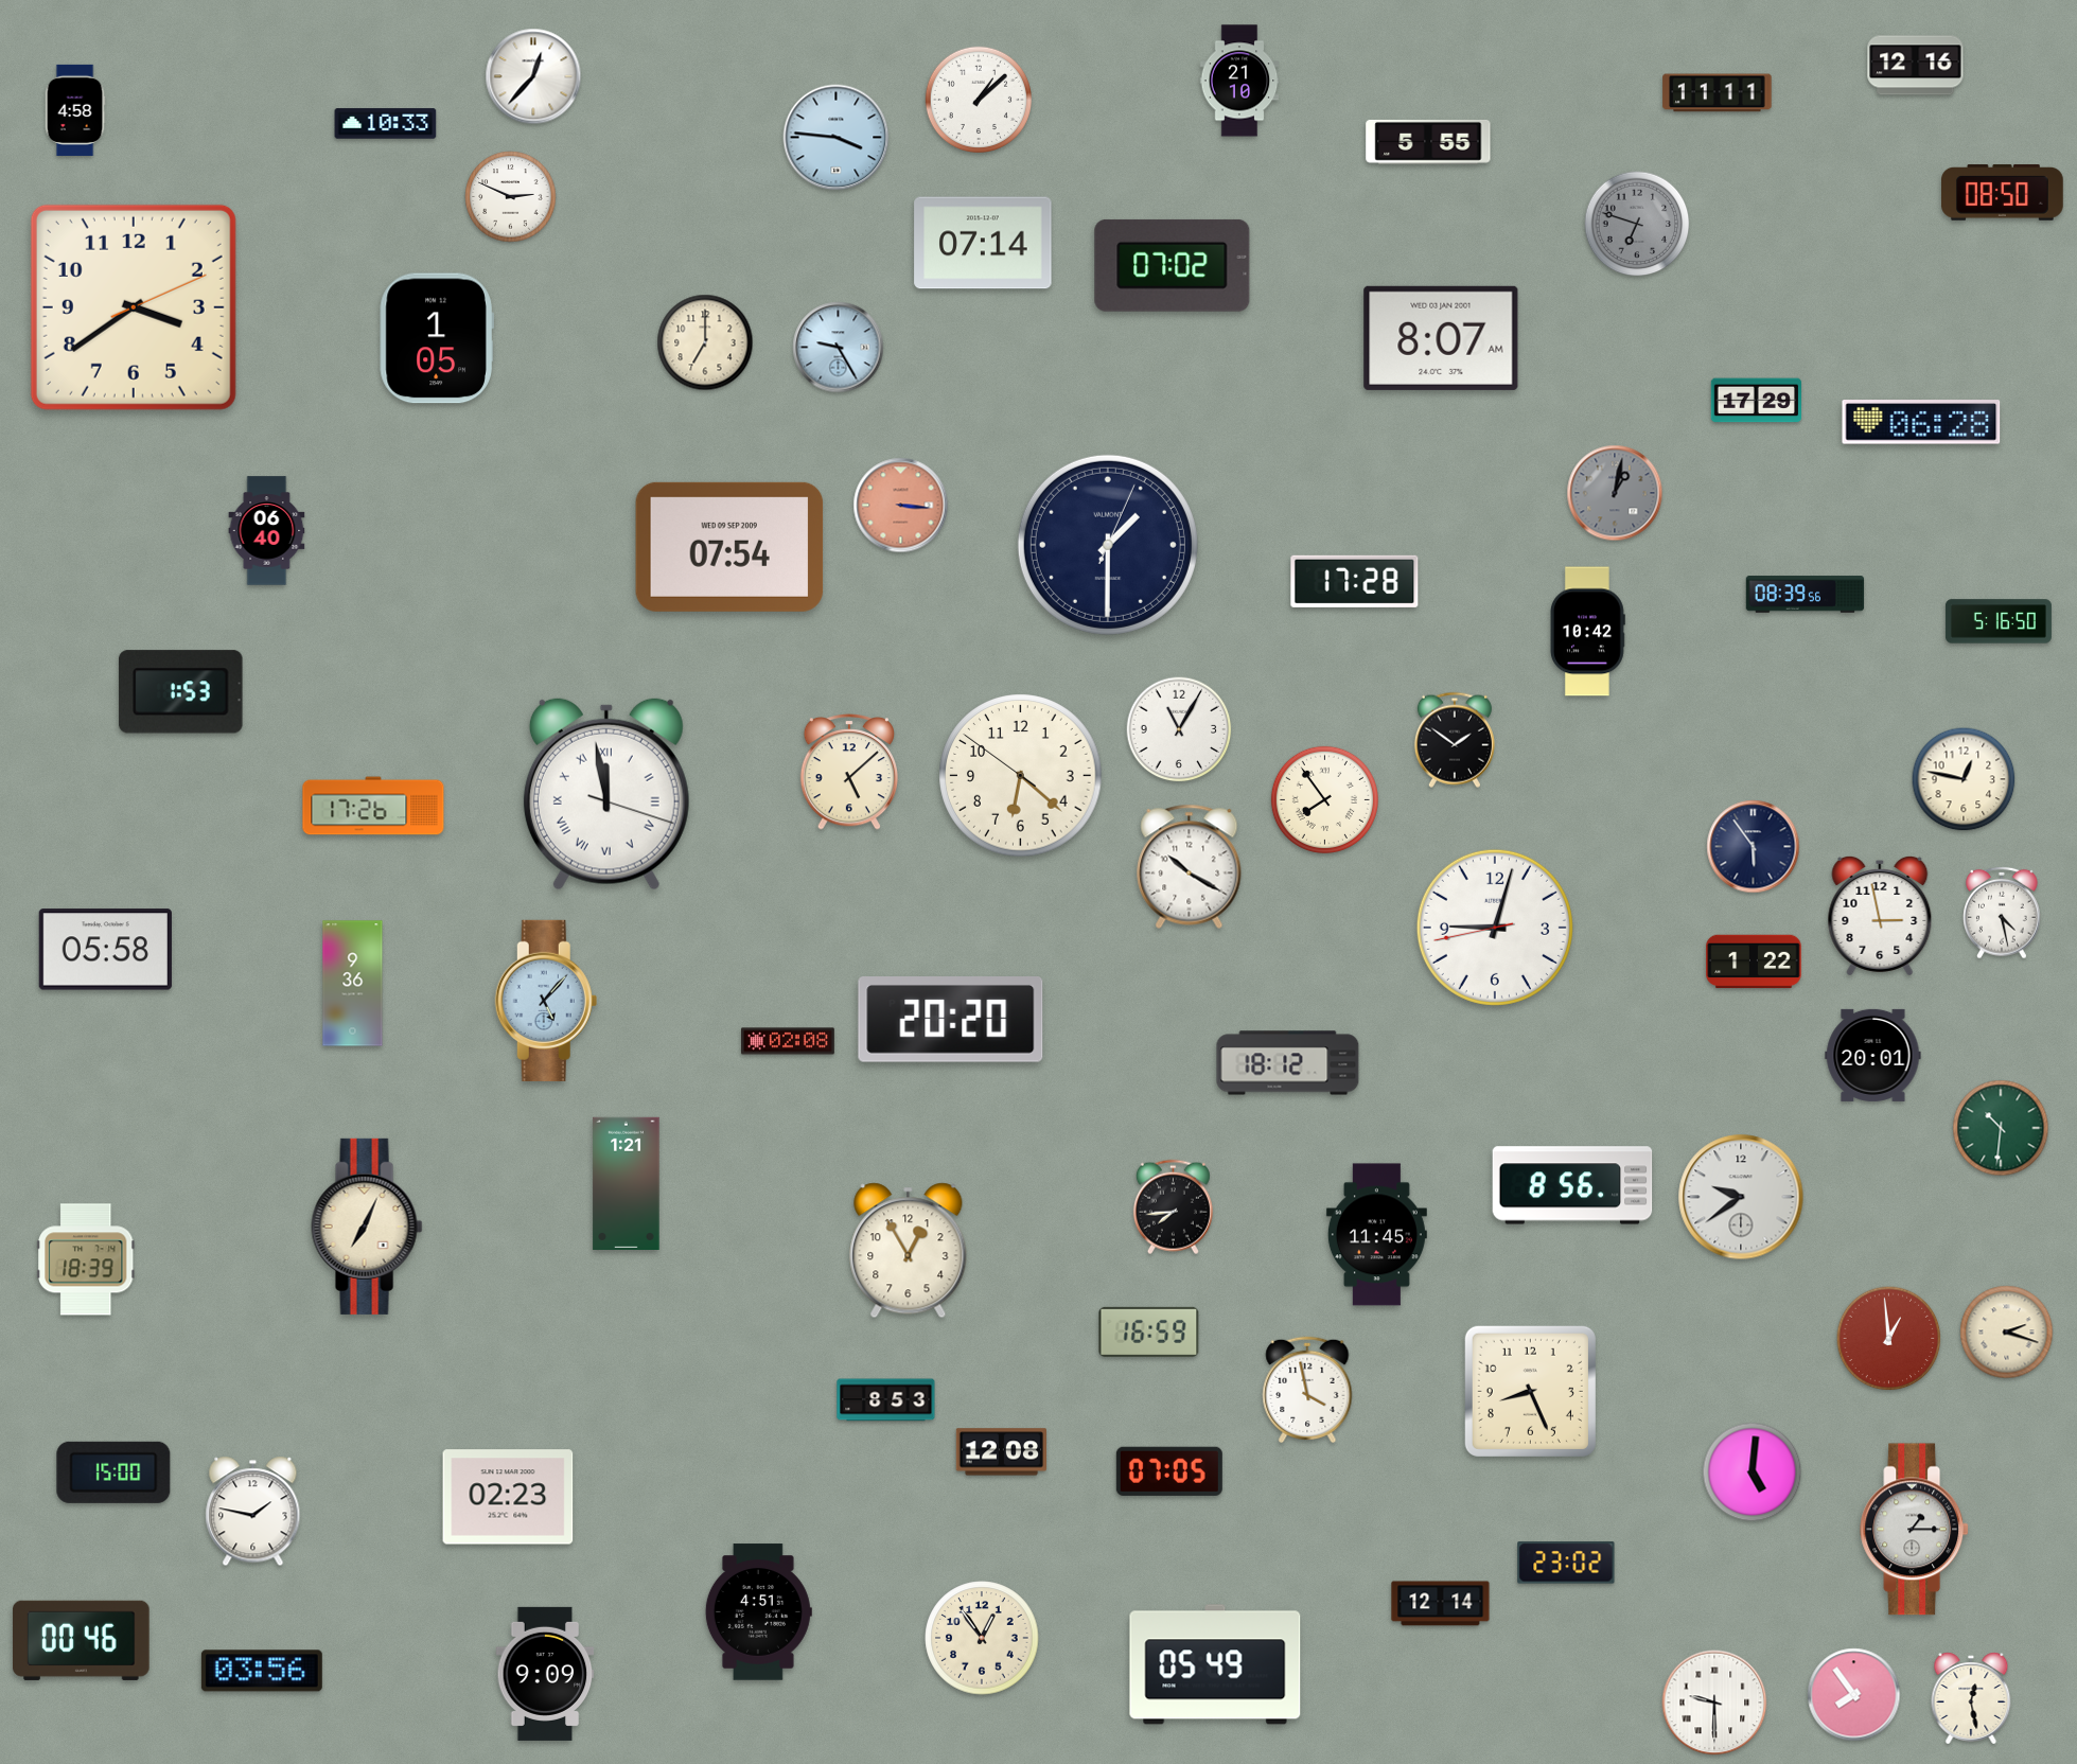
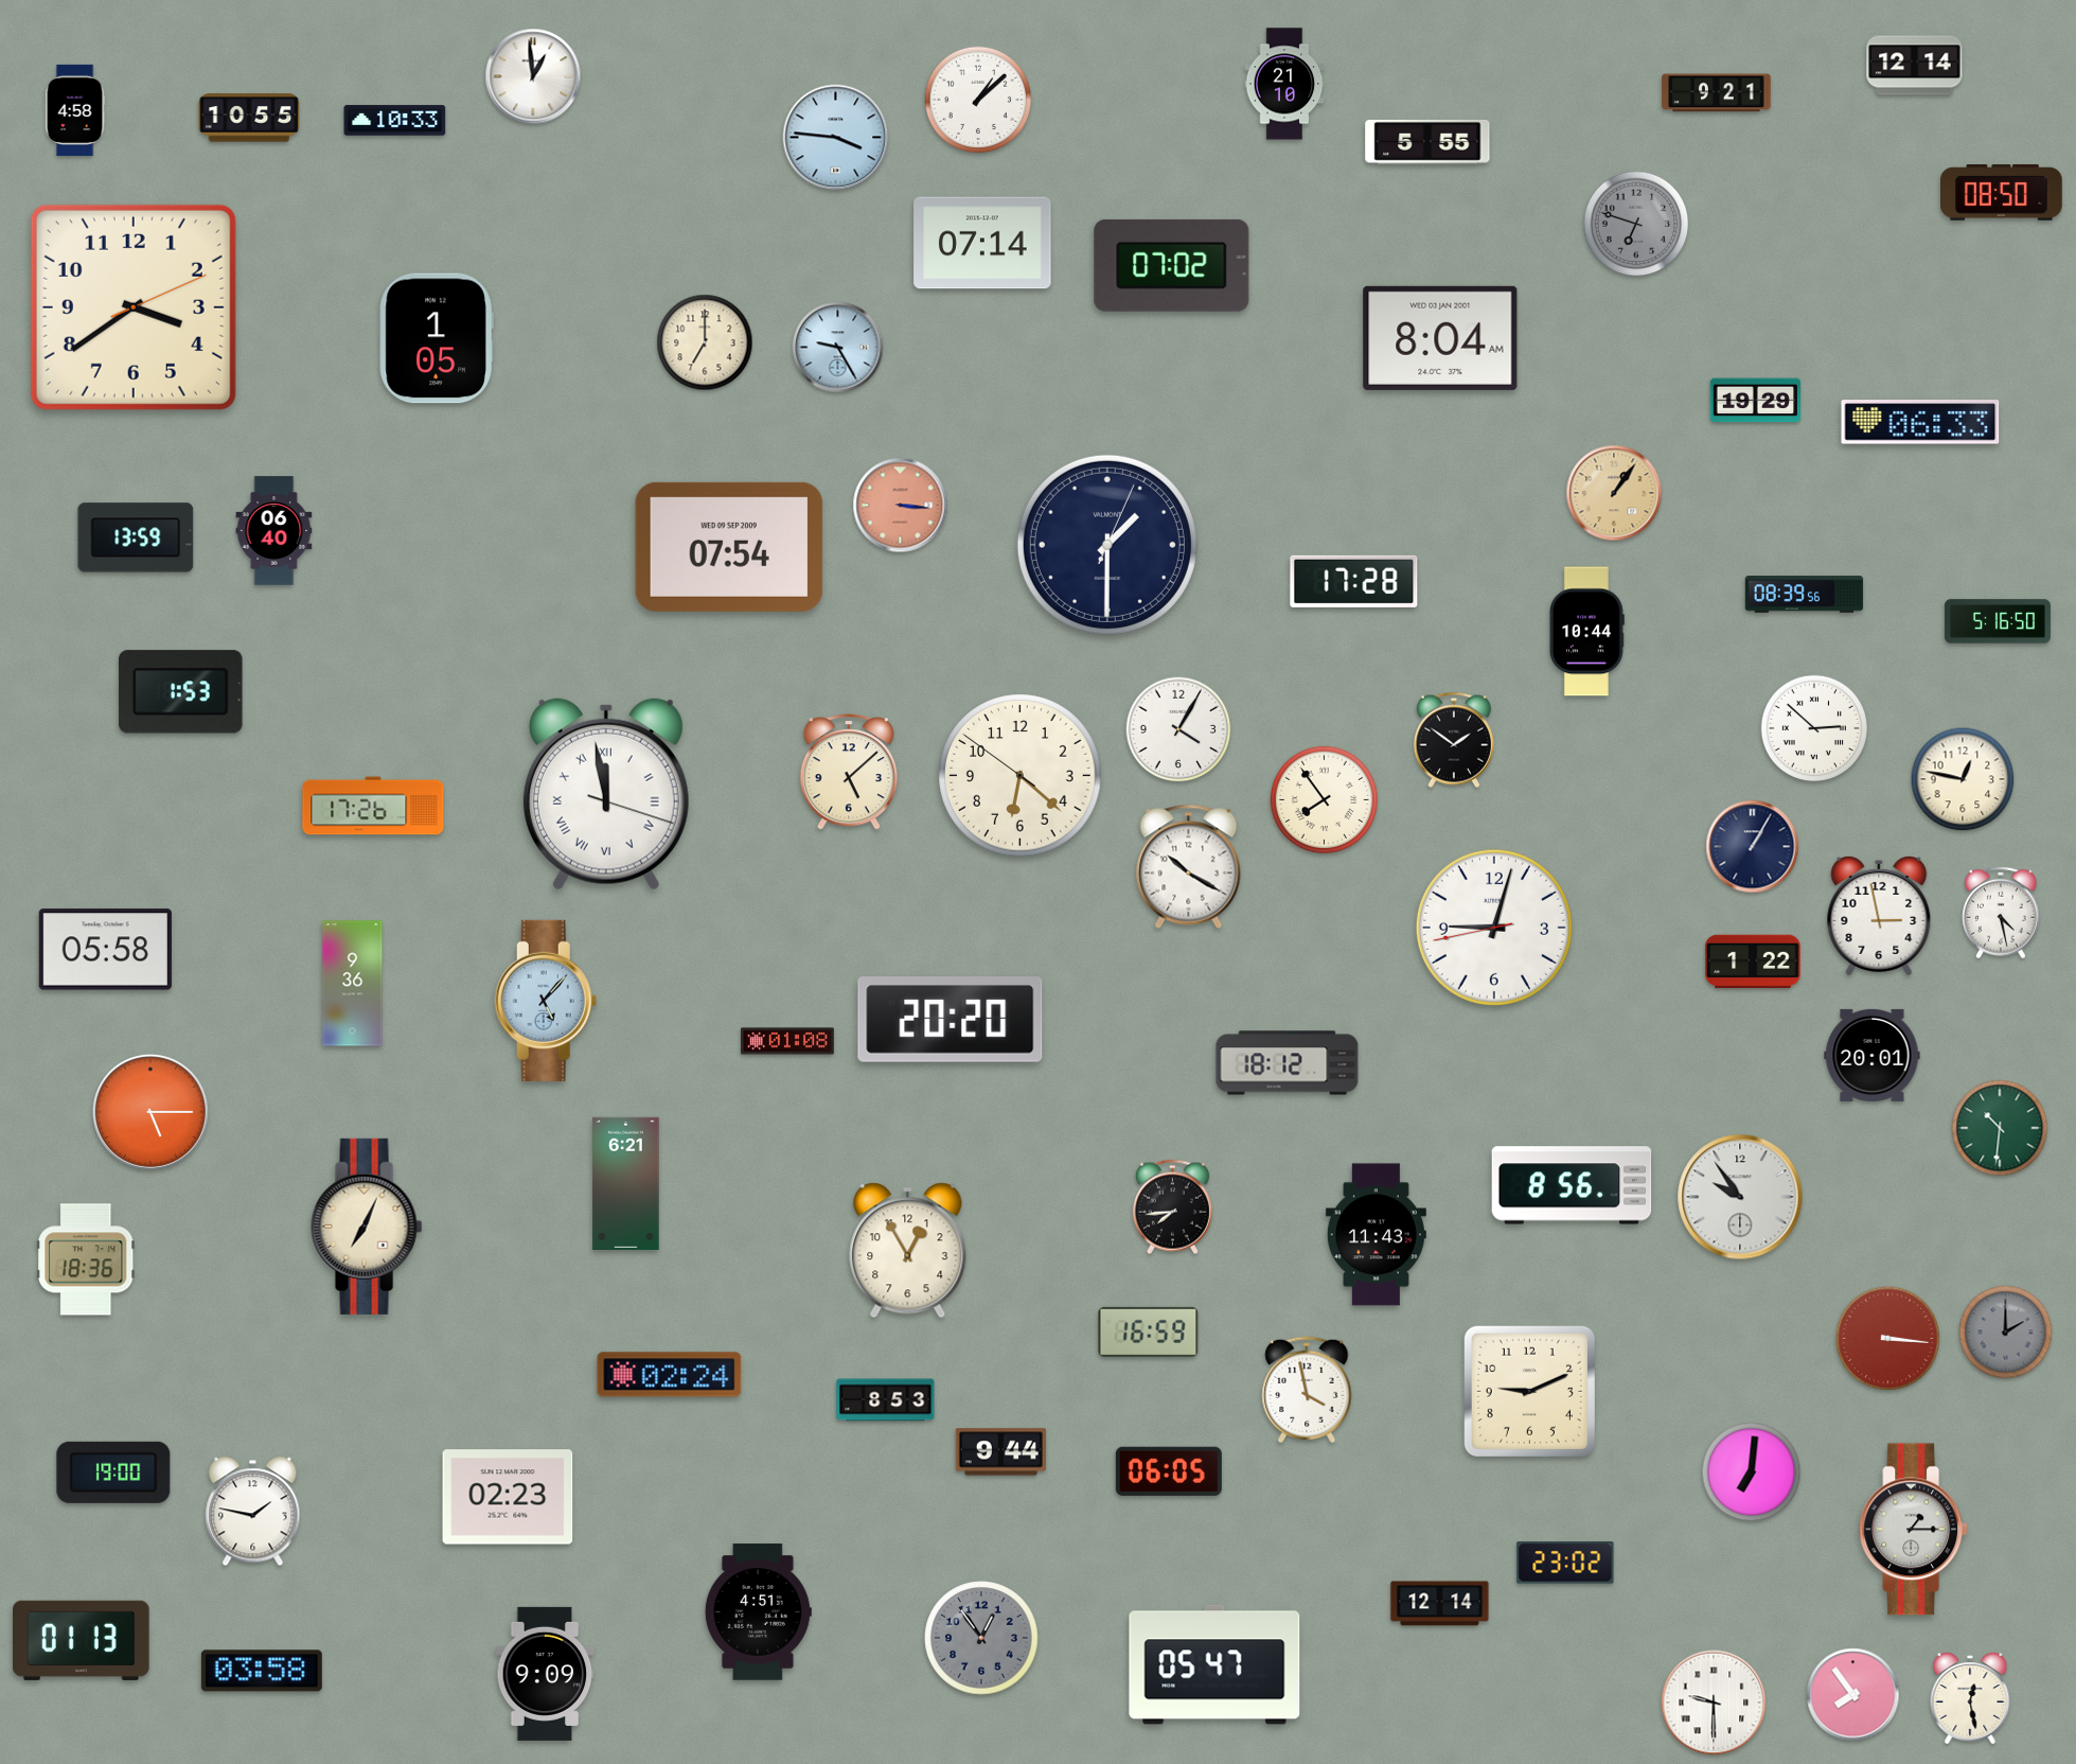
clock at (1916, 66): 12:16 -> 12:14
clock at (533, 76): 12:37 -> 12:59
clock at (1239, 81) position: (1239, 81) -> (1284, 84)
clock at (1718, 93): 11:11 -> 9:21
clock at (249, 118): none -> 10:55
clock at (386, 124) position: (386, 124) -> (395, 121)
clock at (511, 197): 2:49 -> none
clock at (1441, 338): 8:07 -> 8:04
clock at (1756, 401): 17:29 -> 19:29
clock at (1921, 422): 06:28 -> 06:33
clock at (1615, 493): 1:02 -> 1:06
clock at (1615, 493) dial: grey -> champagne
clock at (267, 531) position: (267, 531) -> (274, 531)
clock at (136, 537): none -> 13:59
clock at (1587, 632): 10:42 -> 10:44
clock at (1813, 727): none -> 2:52
clock at (1179, 729): 11:05 -> 4:05
clock at (1754, 847): 5:54 -> 1:05
clock at (789, 1041): 02:08 -> 01:08
clock at (150, 1112): none -> 5:15
clock at (627, 1183): 1:21 -> 6:21
clock at (1741, 1197): 9:39 -> 9:54
clock at (1376, 1235): 11:45 -> 11:43
clock at (86, 1259): 18:39 -> 18:36
clock at (2007, 1333): 2:18 -> 2:00
clock at (2007, 1333) dial: cream -> grey
clock at (1889, 1339): 12:59 -> 3:16
clock at (670, 1375): none -> 02:24
clock at (1530, 1391): 8:26 -> 9:11
clock at (1001, 1452): 12:08 -> 9:44
clock at (1169, 1471): 07:05 -> 06:05
clock at (113, 1472): 15:00 -> 19:00
clock at (1753, 1472): 5:01 -> 7:01
clock at (982, 1638) dial: cream -> grey
clock at (82, 1640): 00:46 -> 01:13
clock at (1215, 1664): 05:49 -> 05:47
clock at (262, 1671): 03:56 -> 03:58
